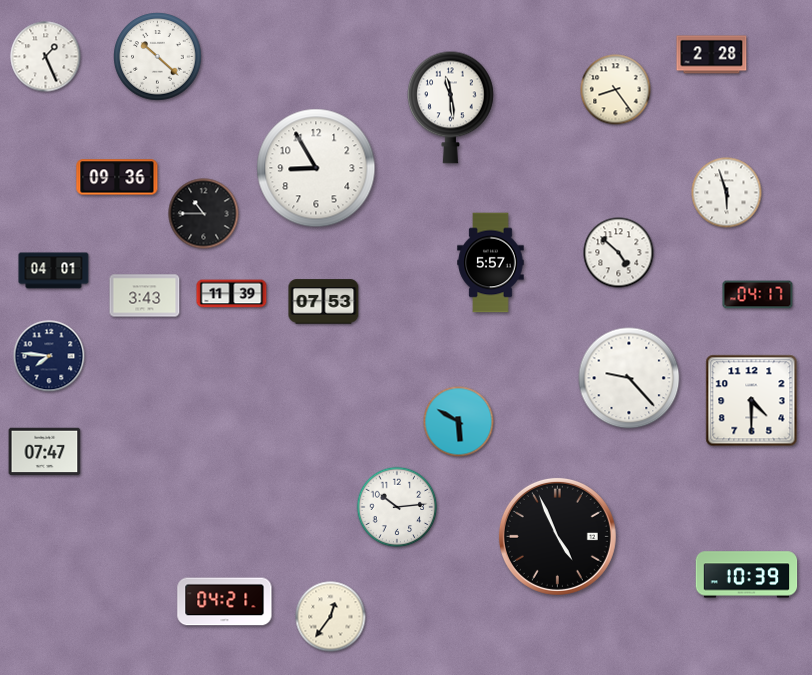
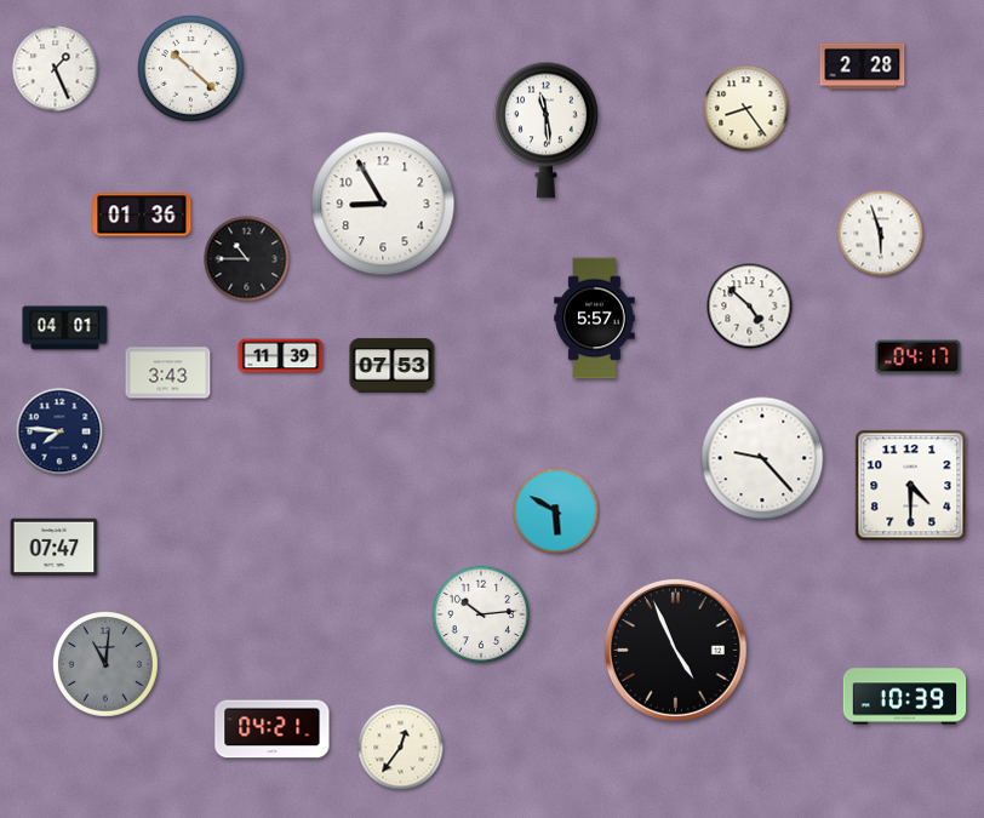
clock at (117, 177): 09:36 -> 01:36
clock at (145, 296) position: (145, 296) -> (168, 373)
clock at (107, 665): none -> 11:01
